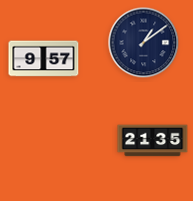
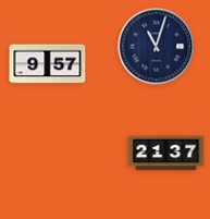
clock at (144, 43): 1:09 -> 11:03
clock at (153, 141): 21:35 -> 21:37
